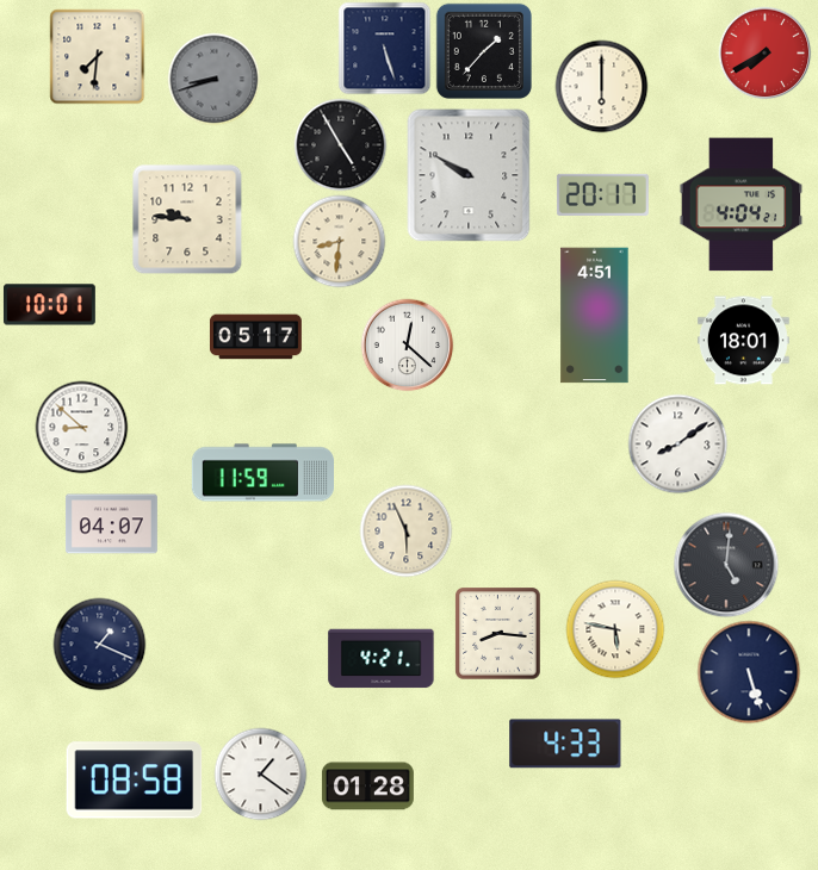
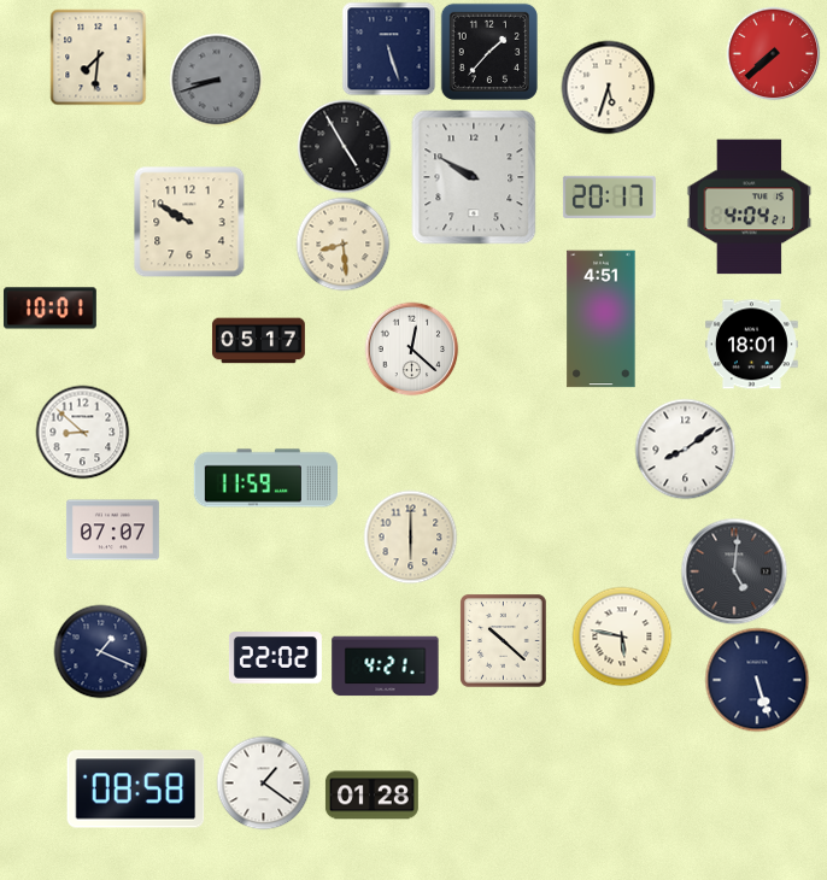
clock at (764, 52): 7:40 -> 7:38
clock at (601, 86): 6:00 -> 5:33
clock at (187, 219): 9:46 -> 9:50
clock at (339, 241): 8:31 -> 8:29
clock at (111, 524): 04:07 -> 07:07
clock at (405, 530): 5:56 -> 6:00
clock at (498, 633): 8:16 -> 10:22
clock at (275, 658): none -> 22:02
clock at (565, 744): 4:33 -> none
